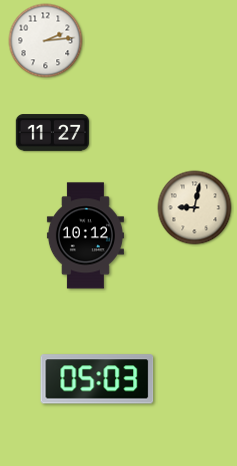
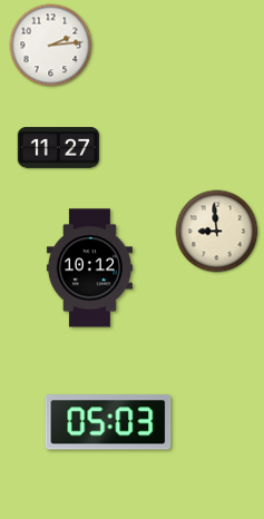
clock at (195, 208): 9:02 -> 8:59
clock at (85, 236) position: (85, 236) -> (89, 268)
